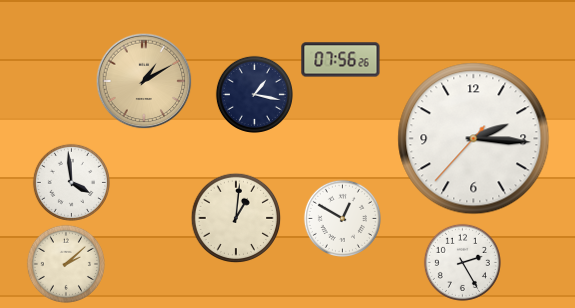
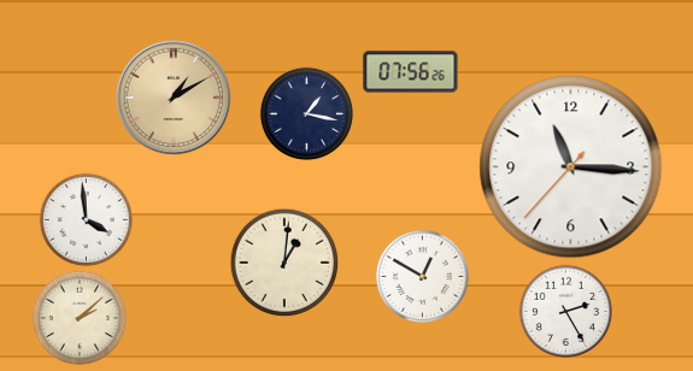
clock at (474, 139): 2:15 -> 11:15
clock at (342, 218) position: (342, 218) -> (422, 276)
clock at (462, 262) position: (462, 262) -> (565, 311)
